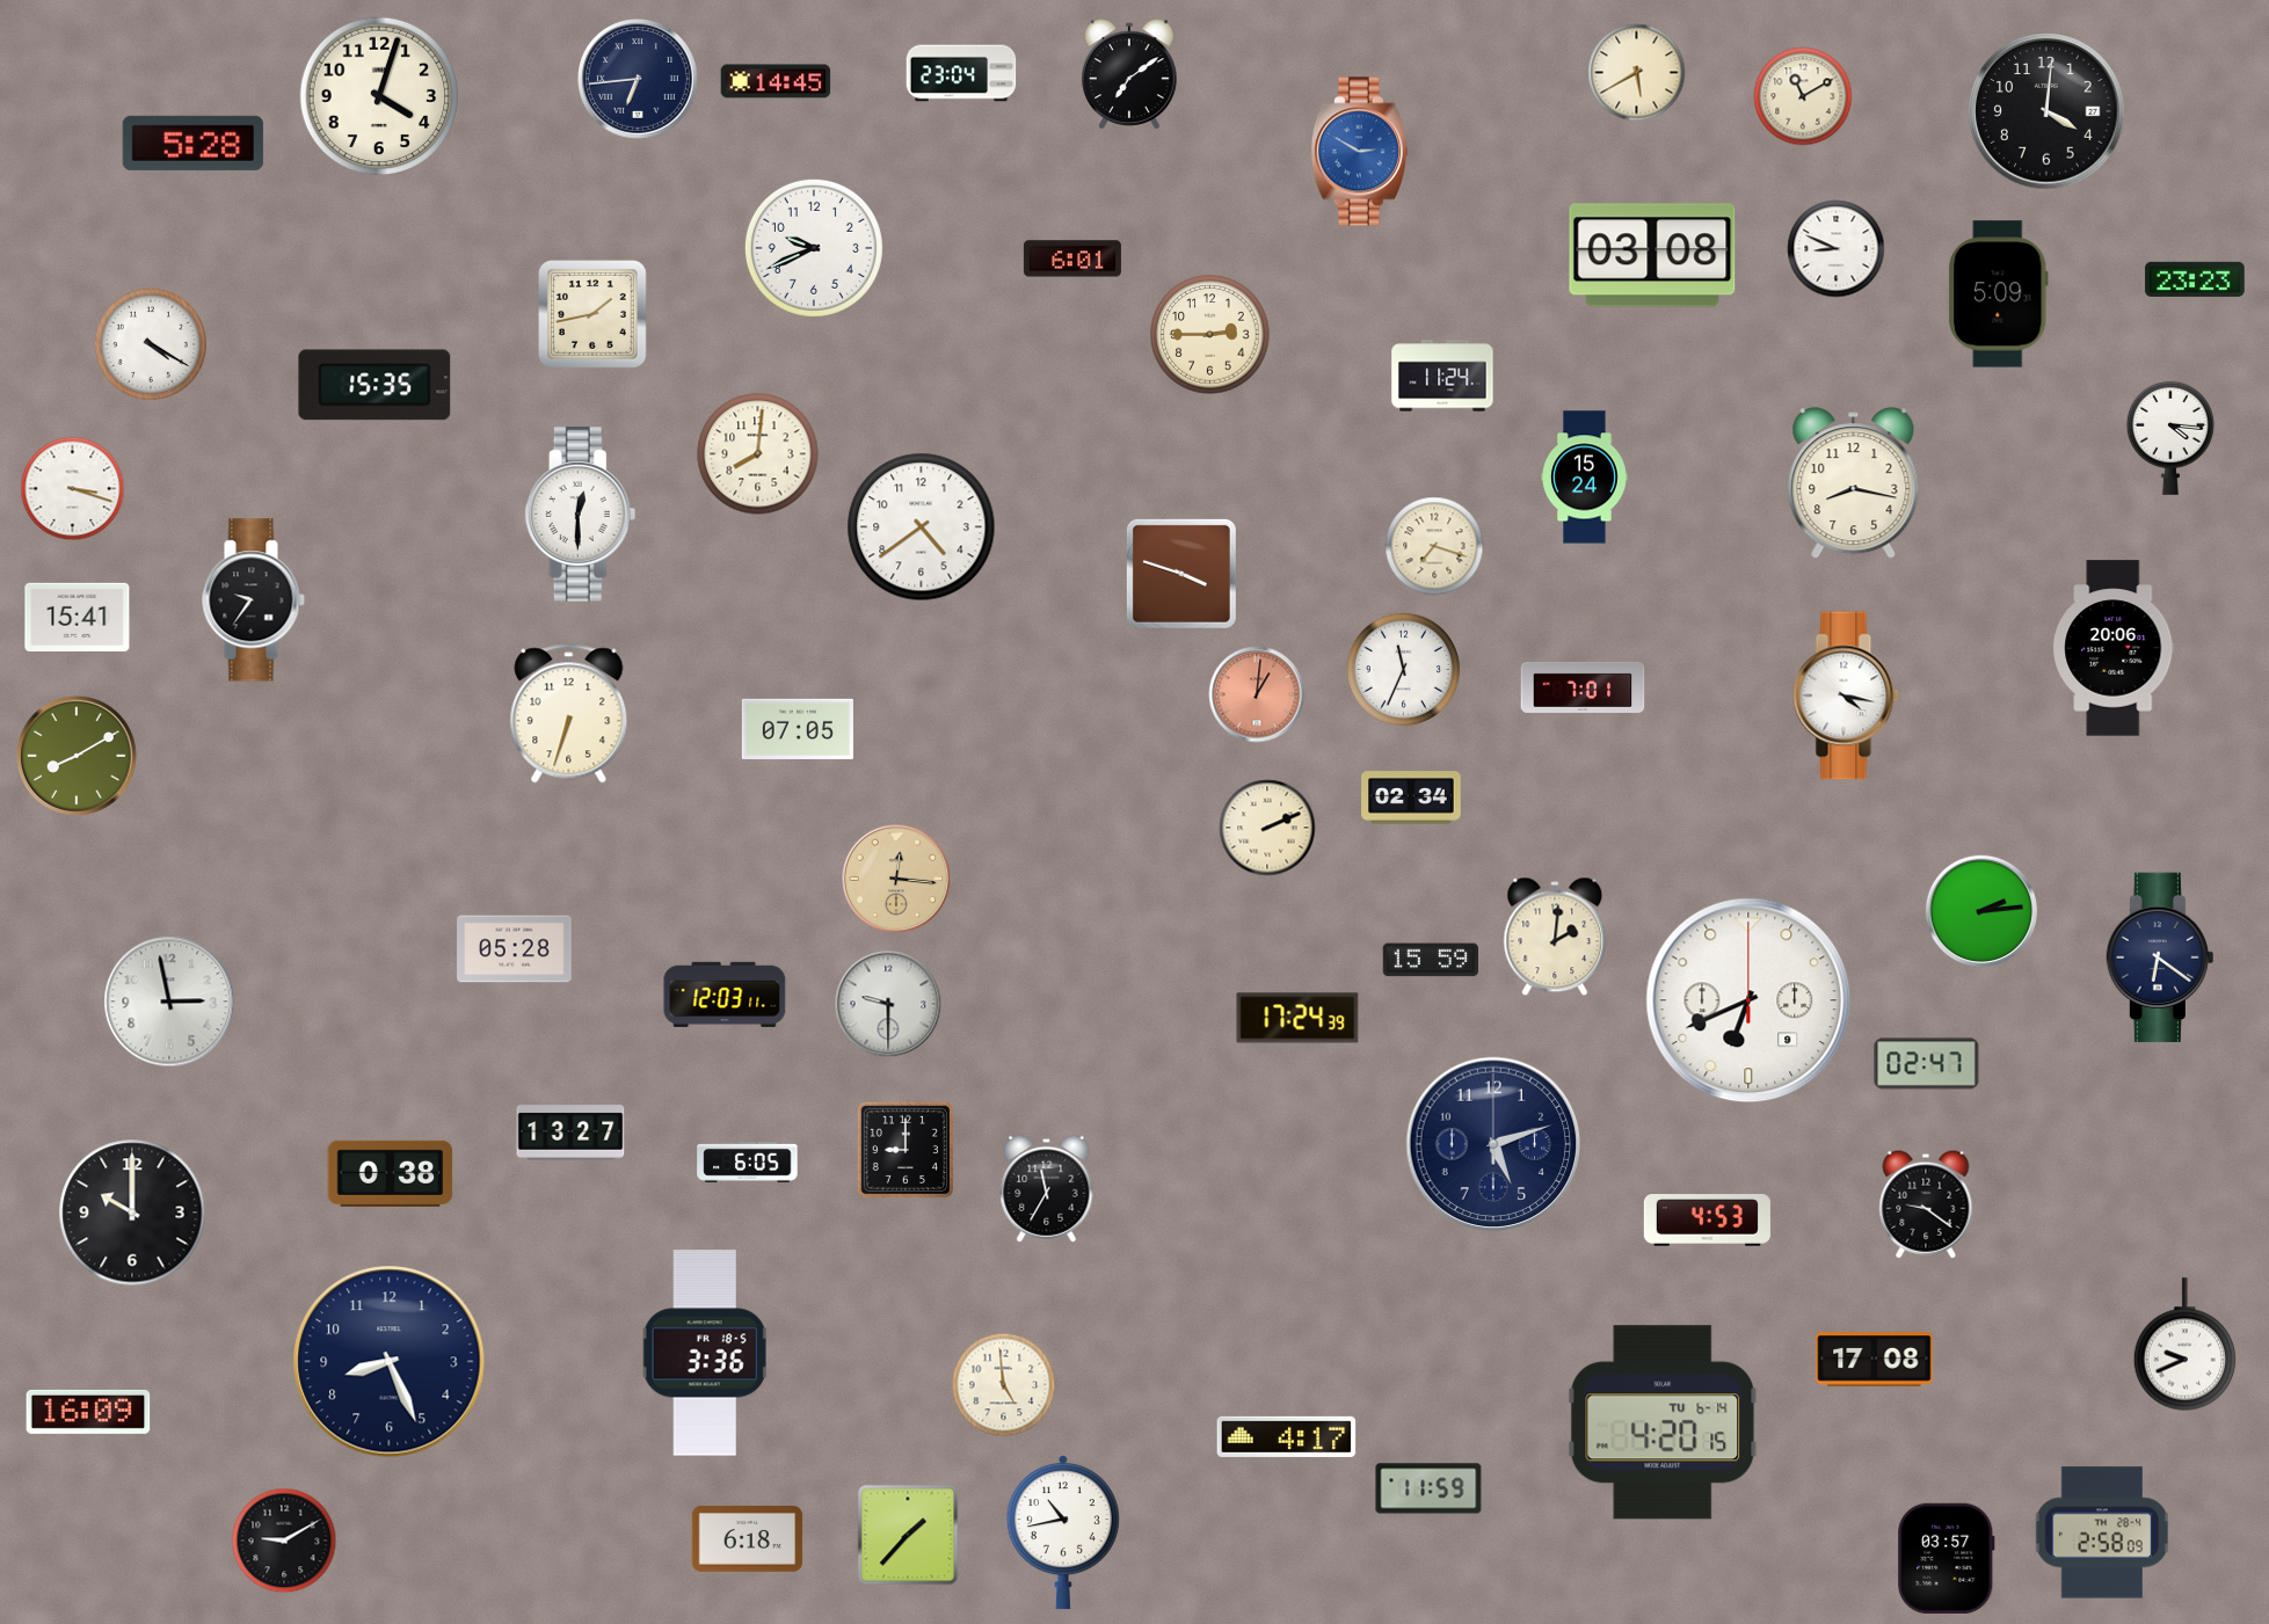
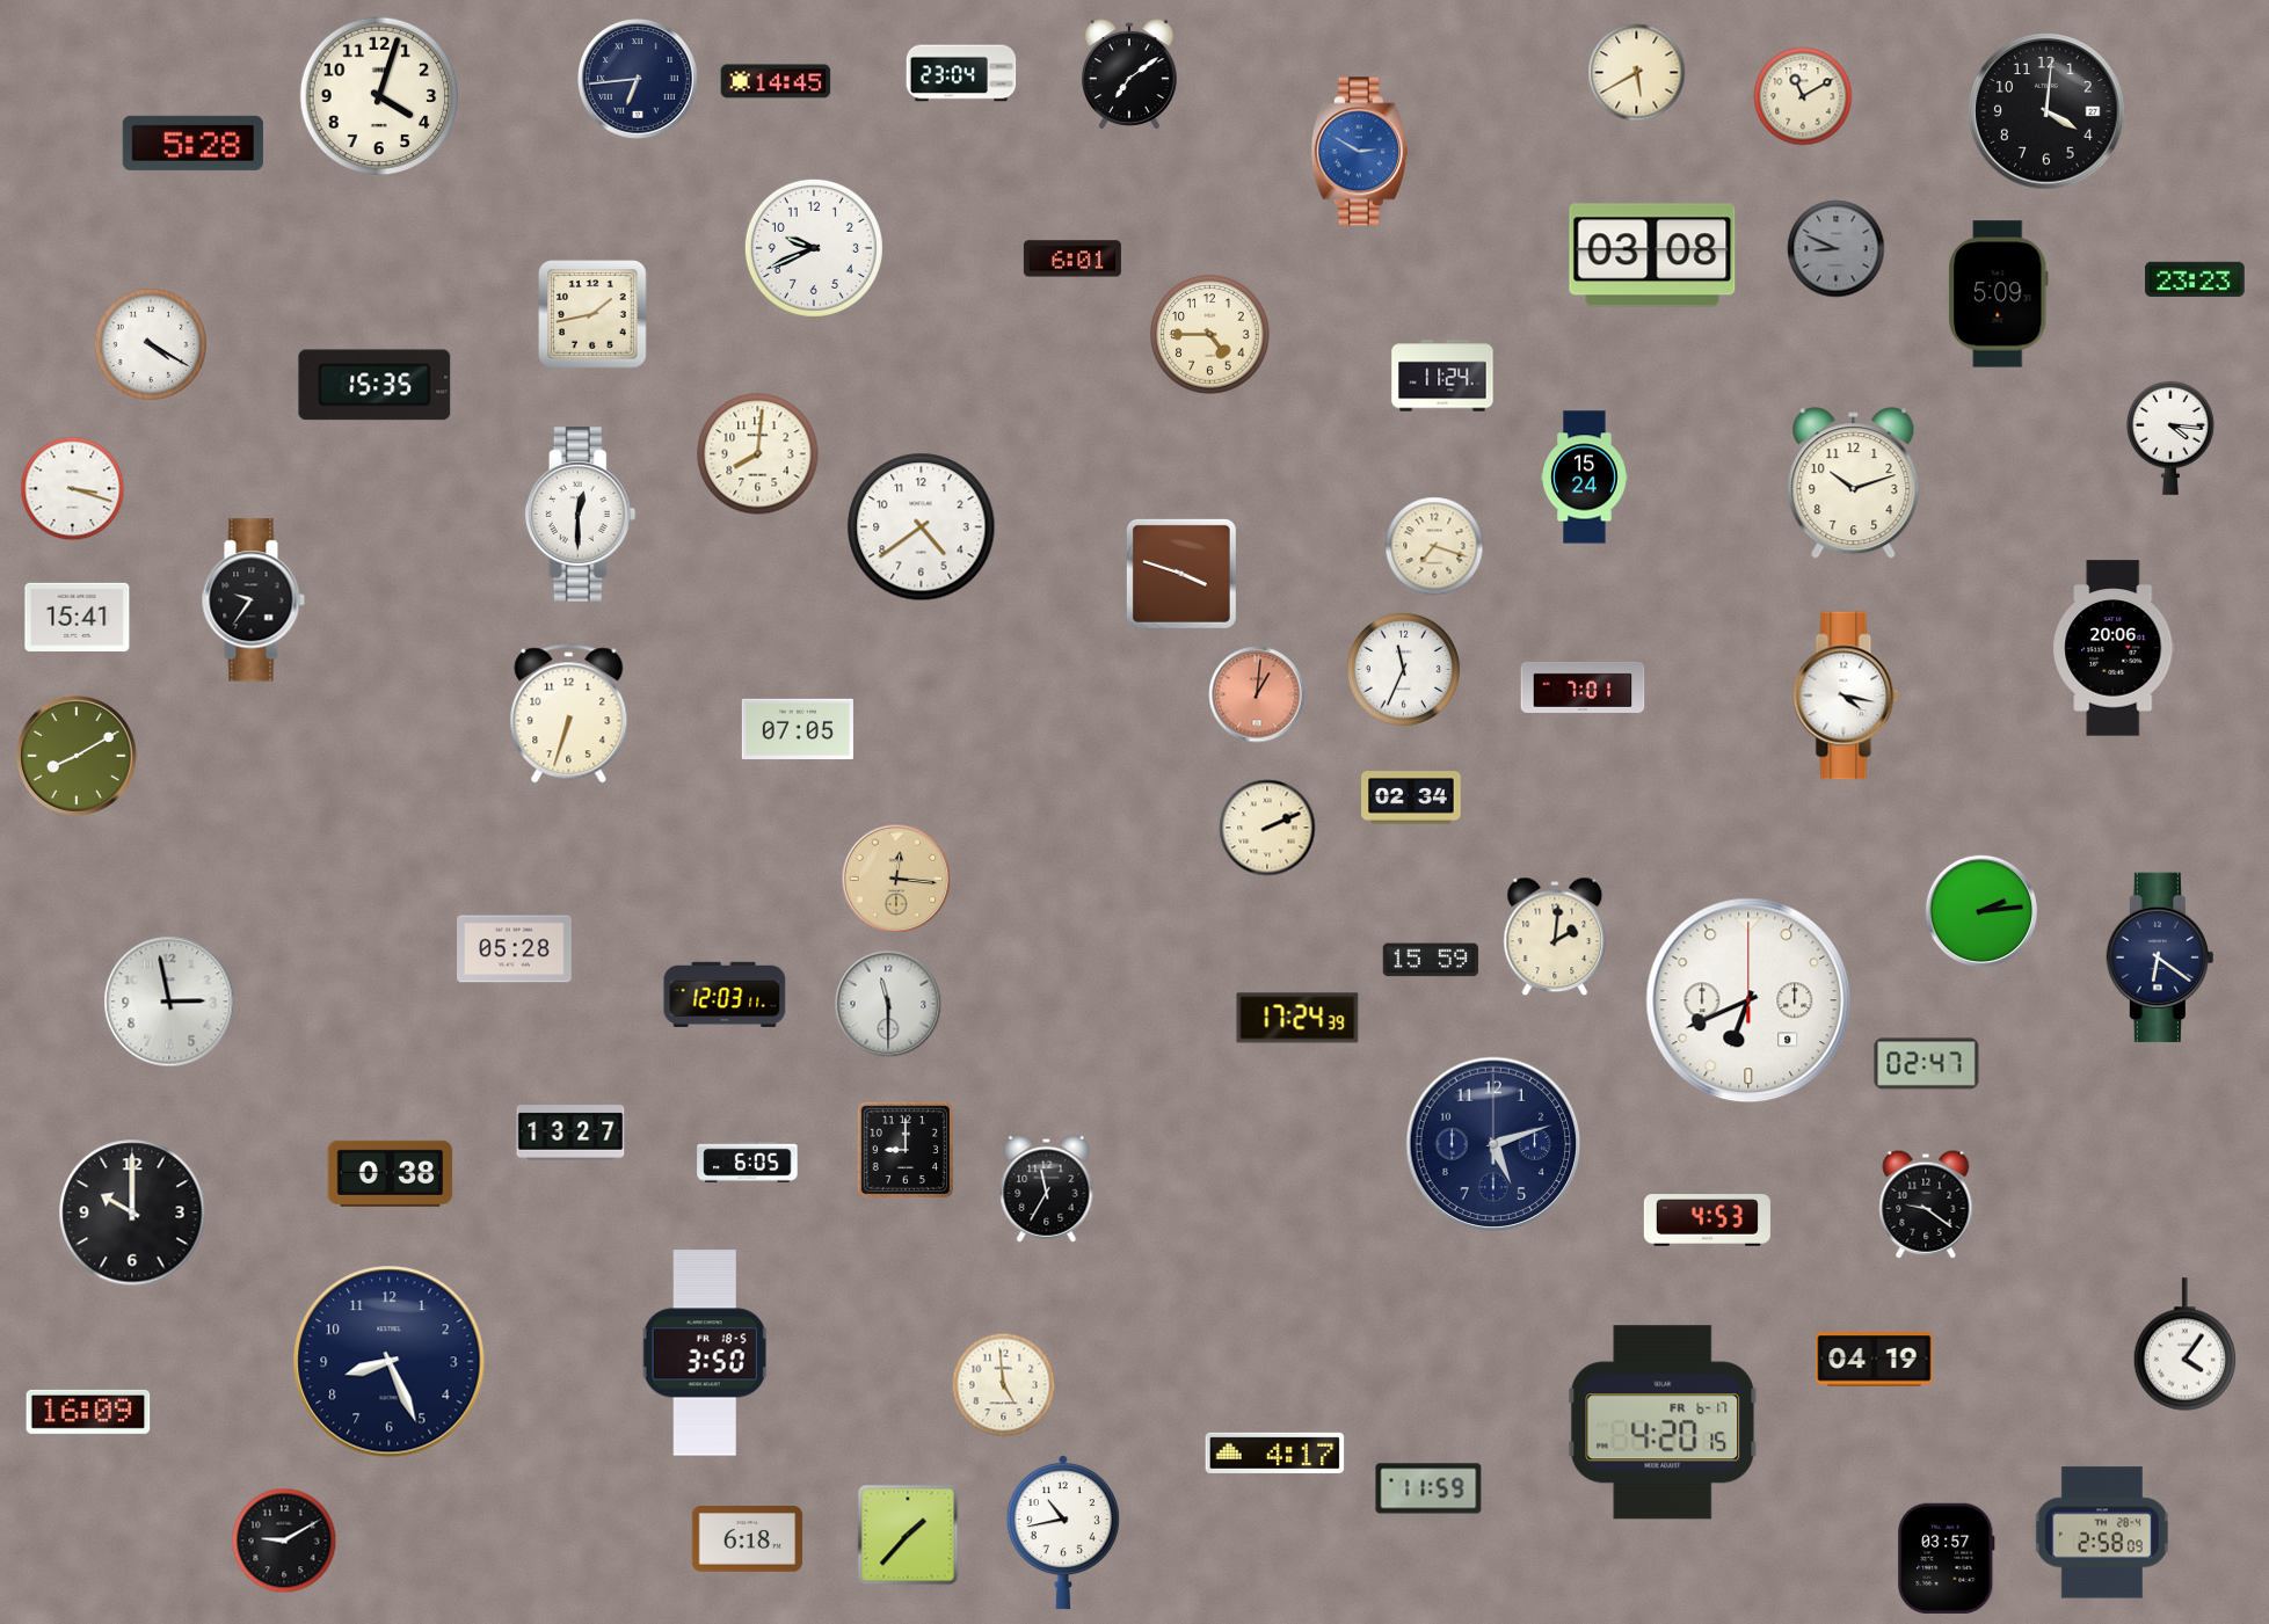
clock at (1837, 249) dial: white -> grey
clock at (1210, 335): 2:45 -> 4:45
clock at (1854, 483): 8:17 -> 10:12
clock at (888, 1004): 9:30 -> 11:30
clock at (2186, 1345): 9:41 -> 4:06
clock at (705, 1353): 3:36 -> 3:50
clock at (1875, 1360): 17:08 -> 04:19
clock at (1663, 1422) date: TU 6-14 -> FR 6-17
clock at (1287, 1436) position: (1287, 1436) -> (1275, 1452)
